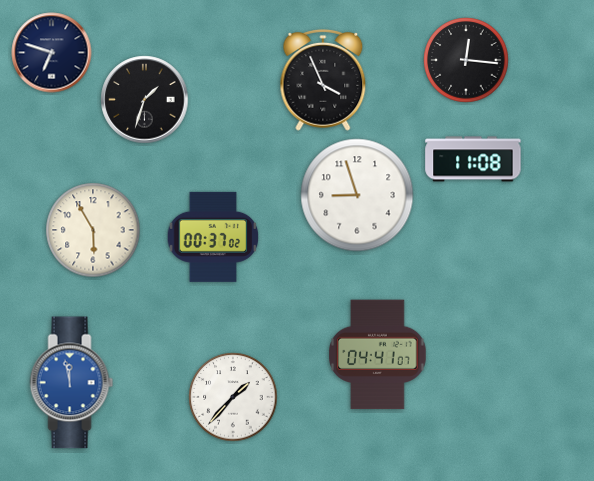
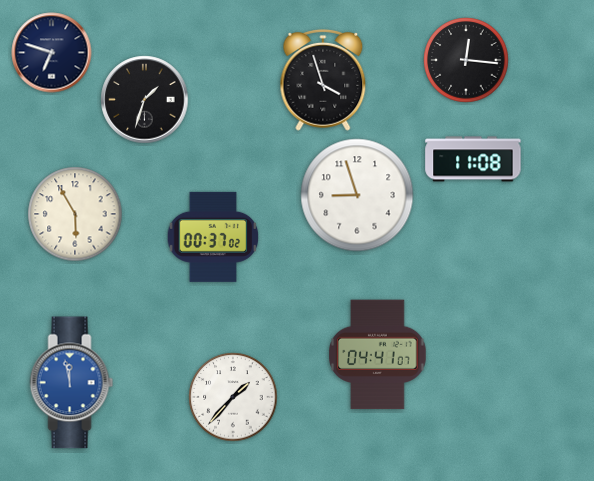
clock at (323, 80): 3:56 -> 3:57
clock at (93, 230) position: (93, 230) -> (75, 214)
